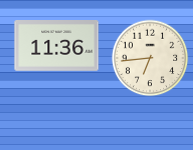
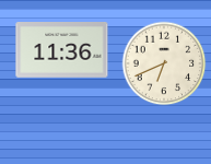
clock at (150, 58): 6:44 -> 6:41
